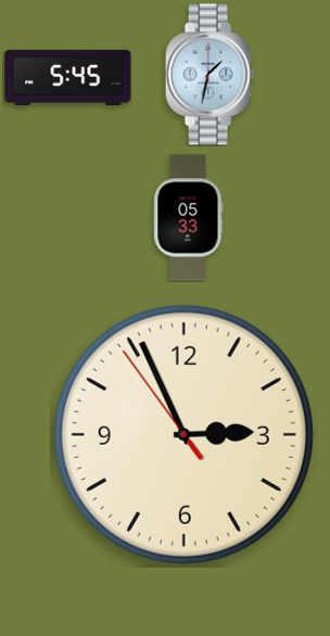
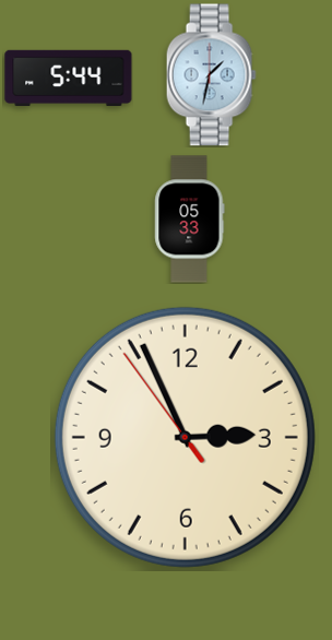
clock at (68, 77): 5:45 -> 5:44
